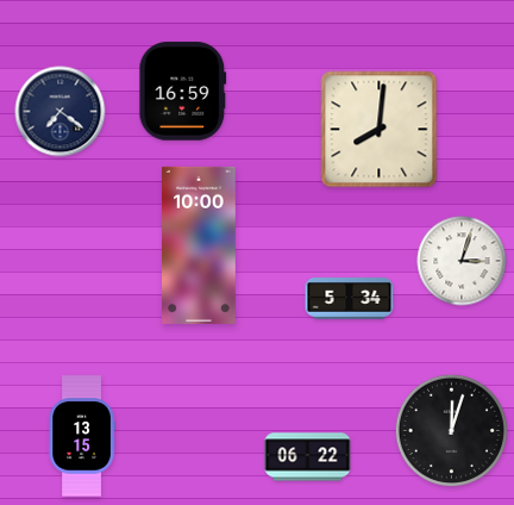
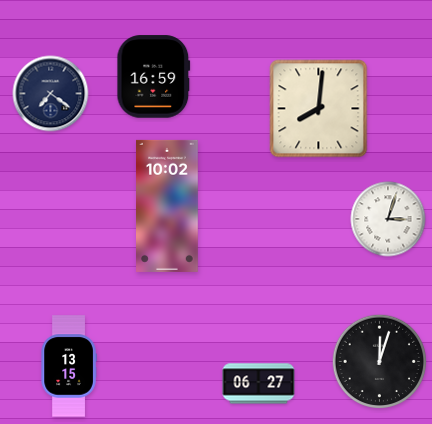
clock at (200, 245): 10:00 -> 10:02
clock at (350, 299): 5:34 -> none
clock at (308, 457): 06:22 -> 06:27
